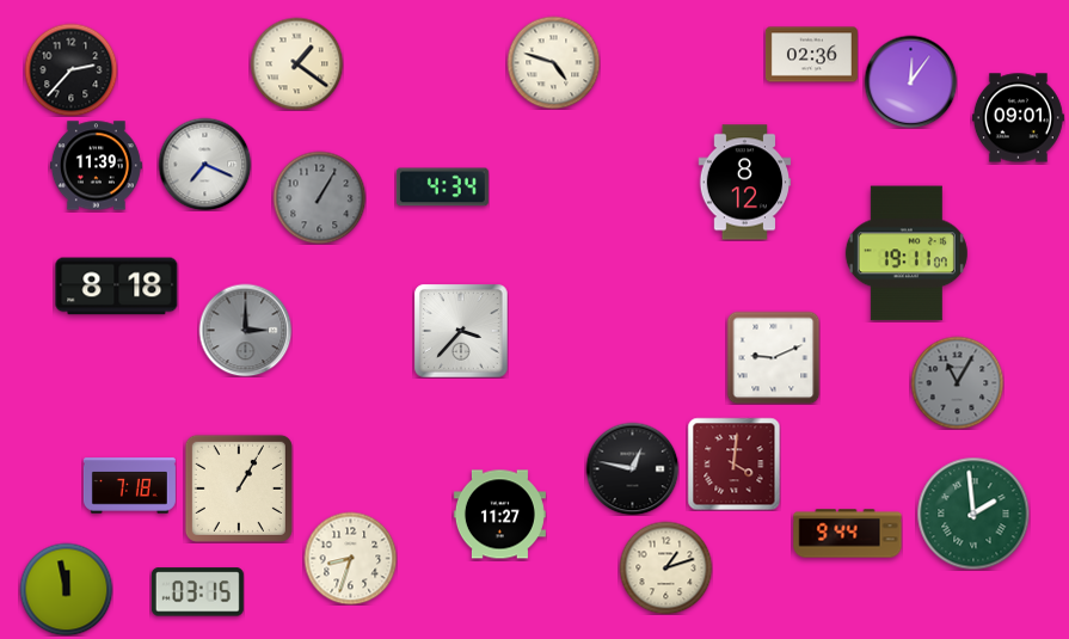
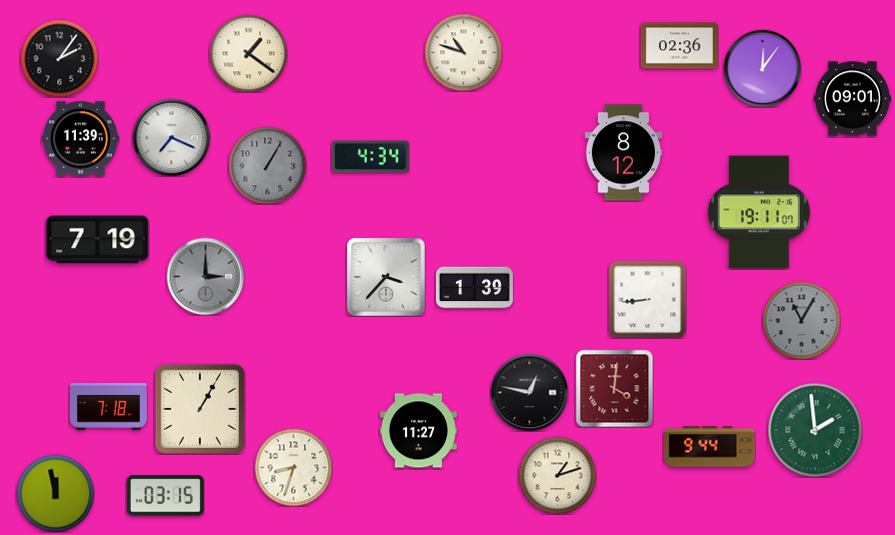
clock at (553, 62): 4:48 -> 10:48
clock at (70, 69): 2:37 -> 2:06
clock at (117, 287): 8:18 -> 7:19
clock at (474, 288): none -> 1:39
clock at (773, 357): 9:11 -> 8:44
